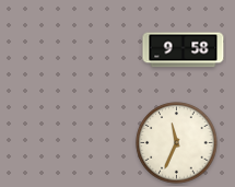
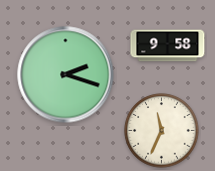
clock at (66, 75): none -> 2:18
